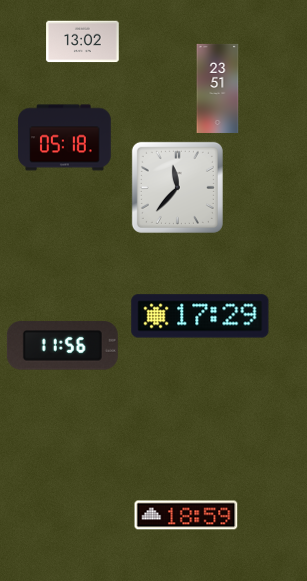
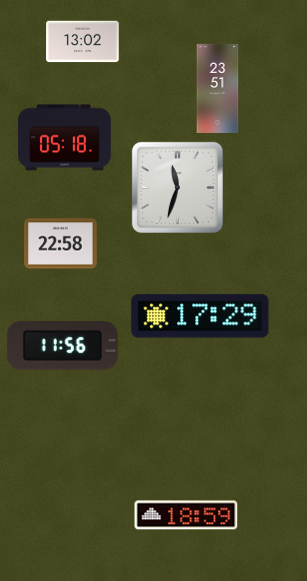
clock at (177, 187): 11:37 -> 11:33
clock at (61, 244): none -> 22:58
